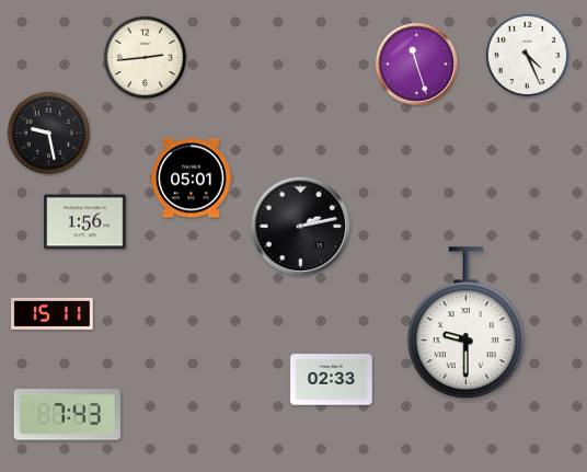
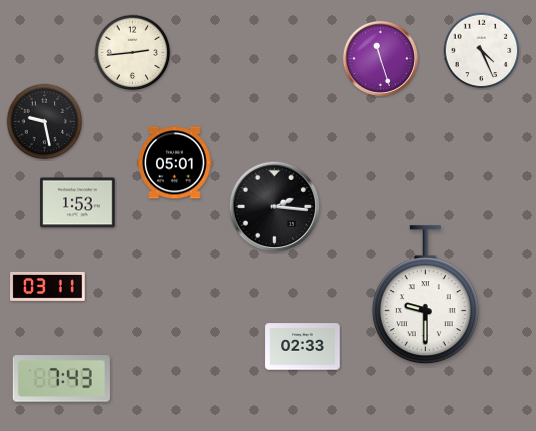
clock at (85, 222): 1:56 -> 1:53
clock at (301, 227): 2:13 -> 2:16
clock at (53, 313): 15:11 -> 03:11
